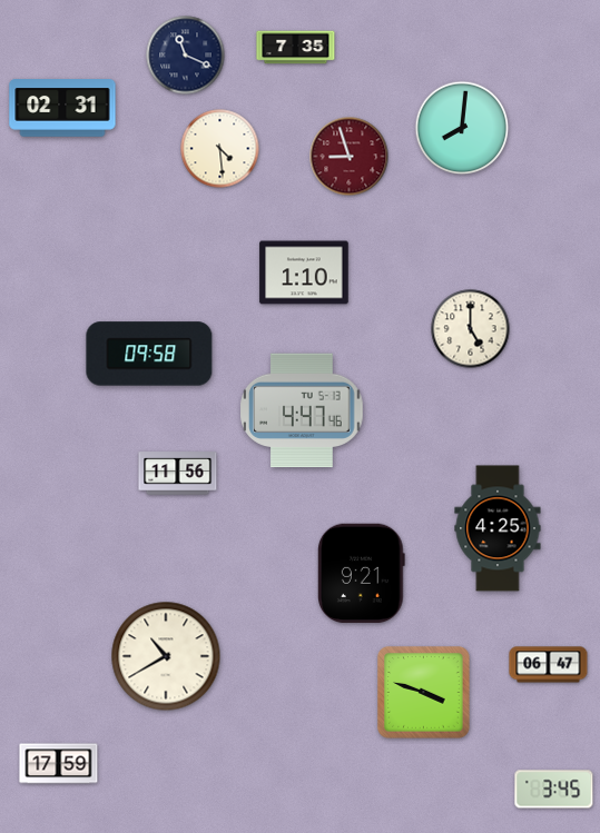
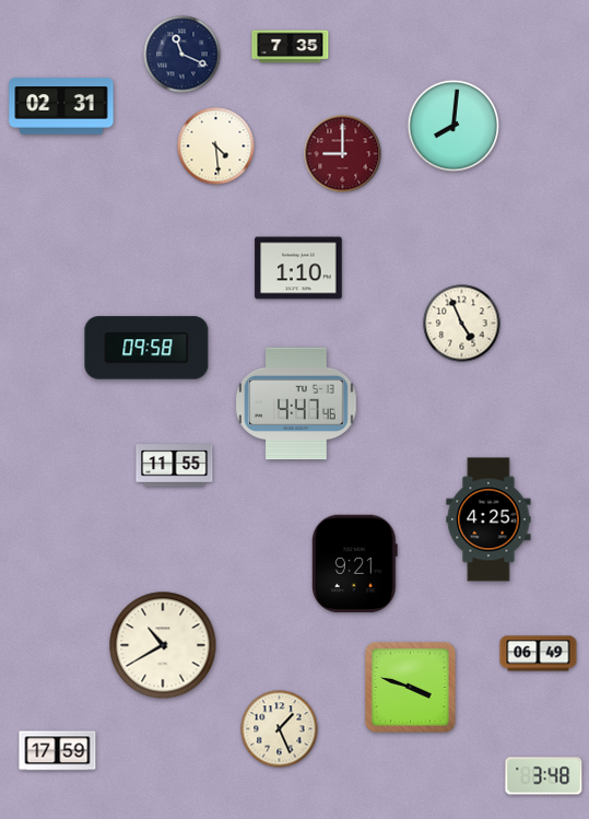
clock at (350, 157): 8:57 -> 9:00
clock at (471, 329): 5:00 -> 4:56
clock at (178, 474): 11:56 -> 11:55
clock at (549, 665): 06:47 -> 06:49
clock at (424, 693) position: (424, 693) -> (411, 688)
clock at (280, 729): none -> 1:26
clock at (554, 790): 3:45 -> 3:48
